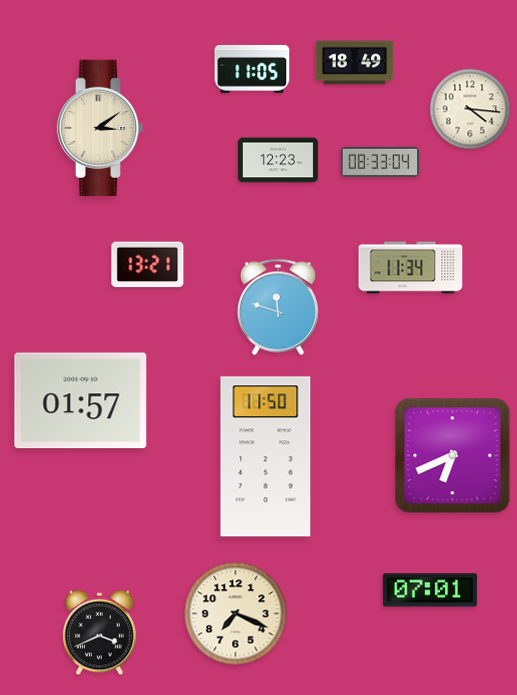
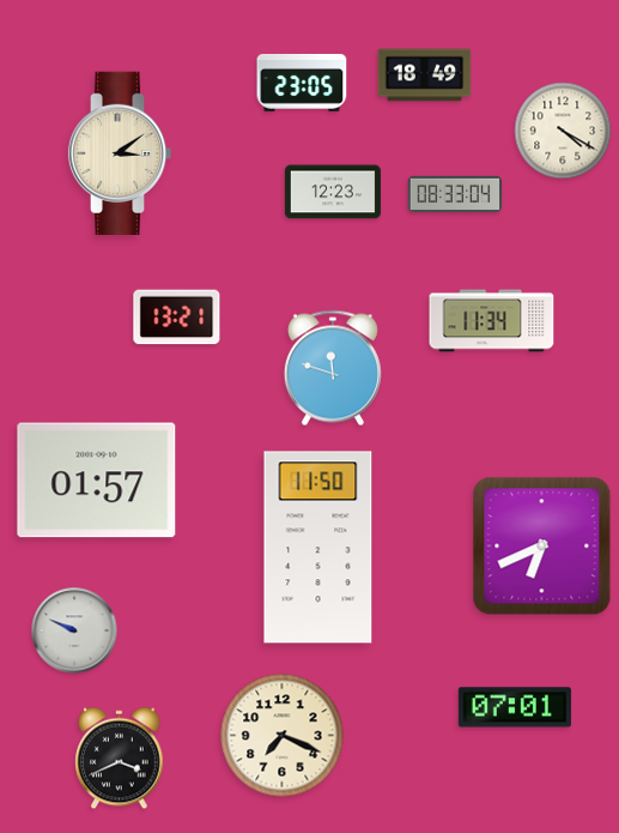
clock at (252, 69): 11:05 -> 23:05
clock at (470, 109): 4:16 -> 4:20
clock at (74, 630): none -> 9:49
